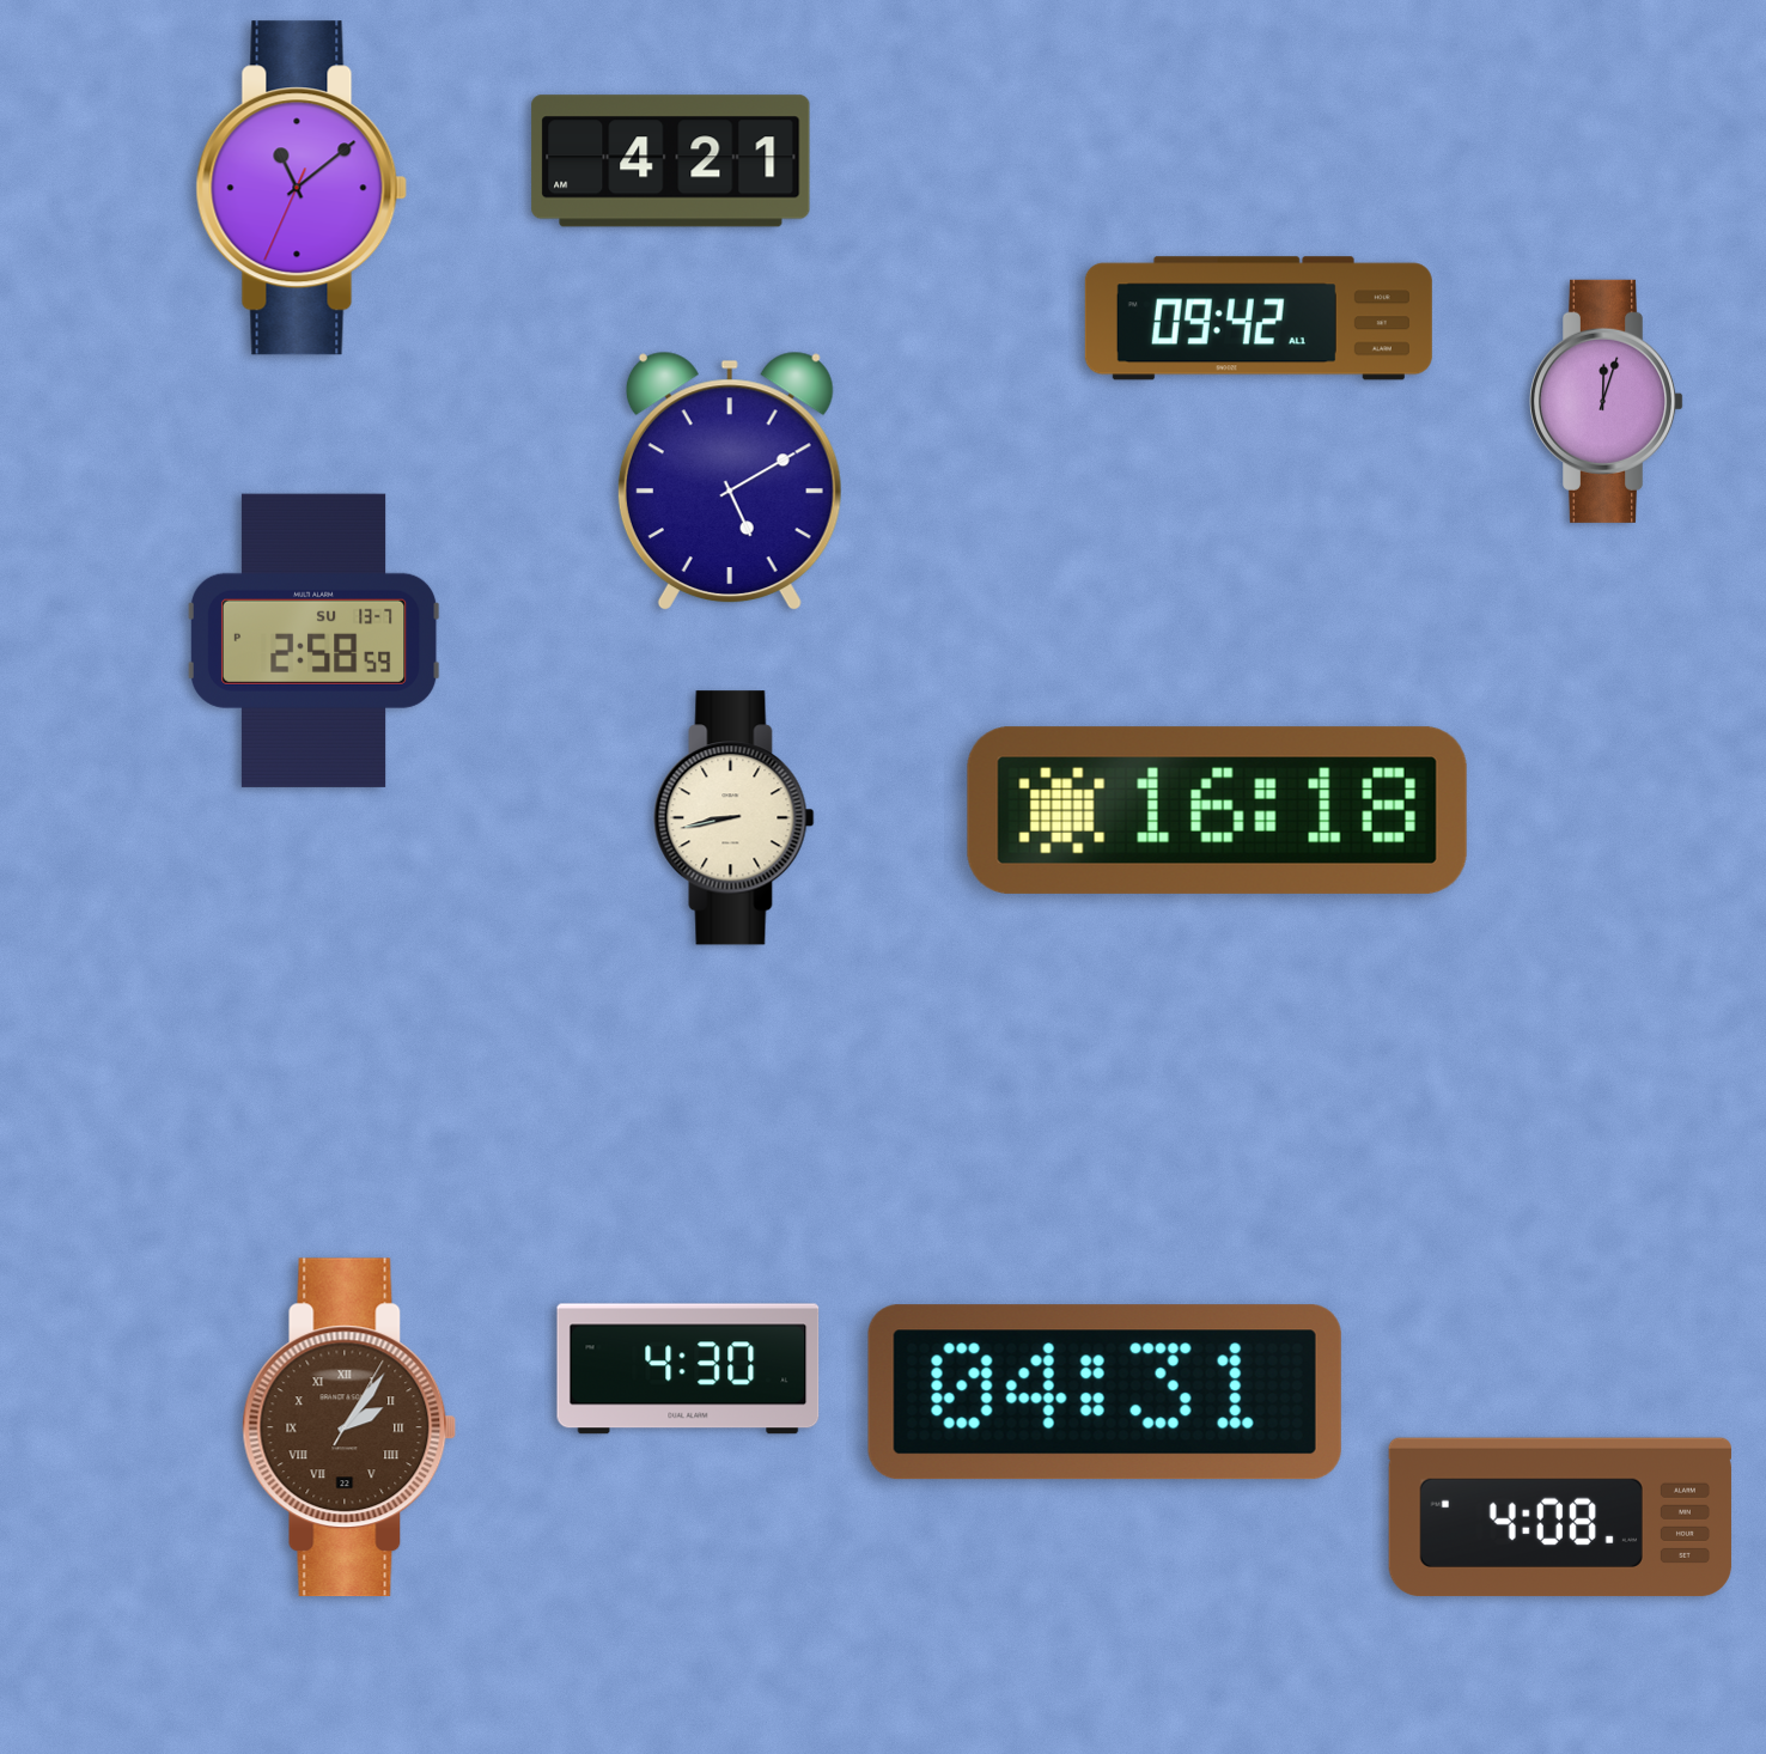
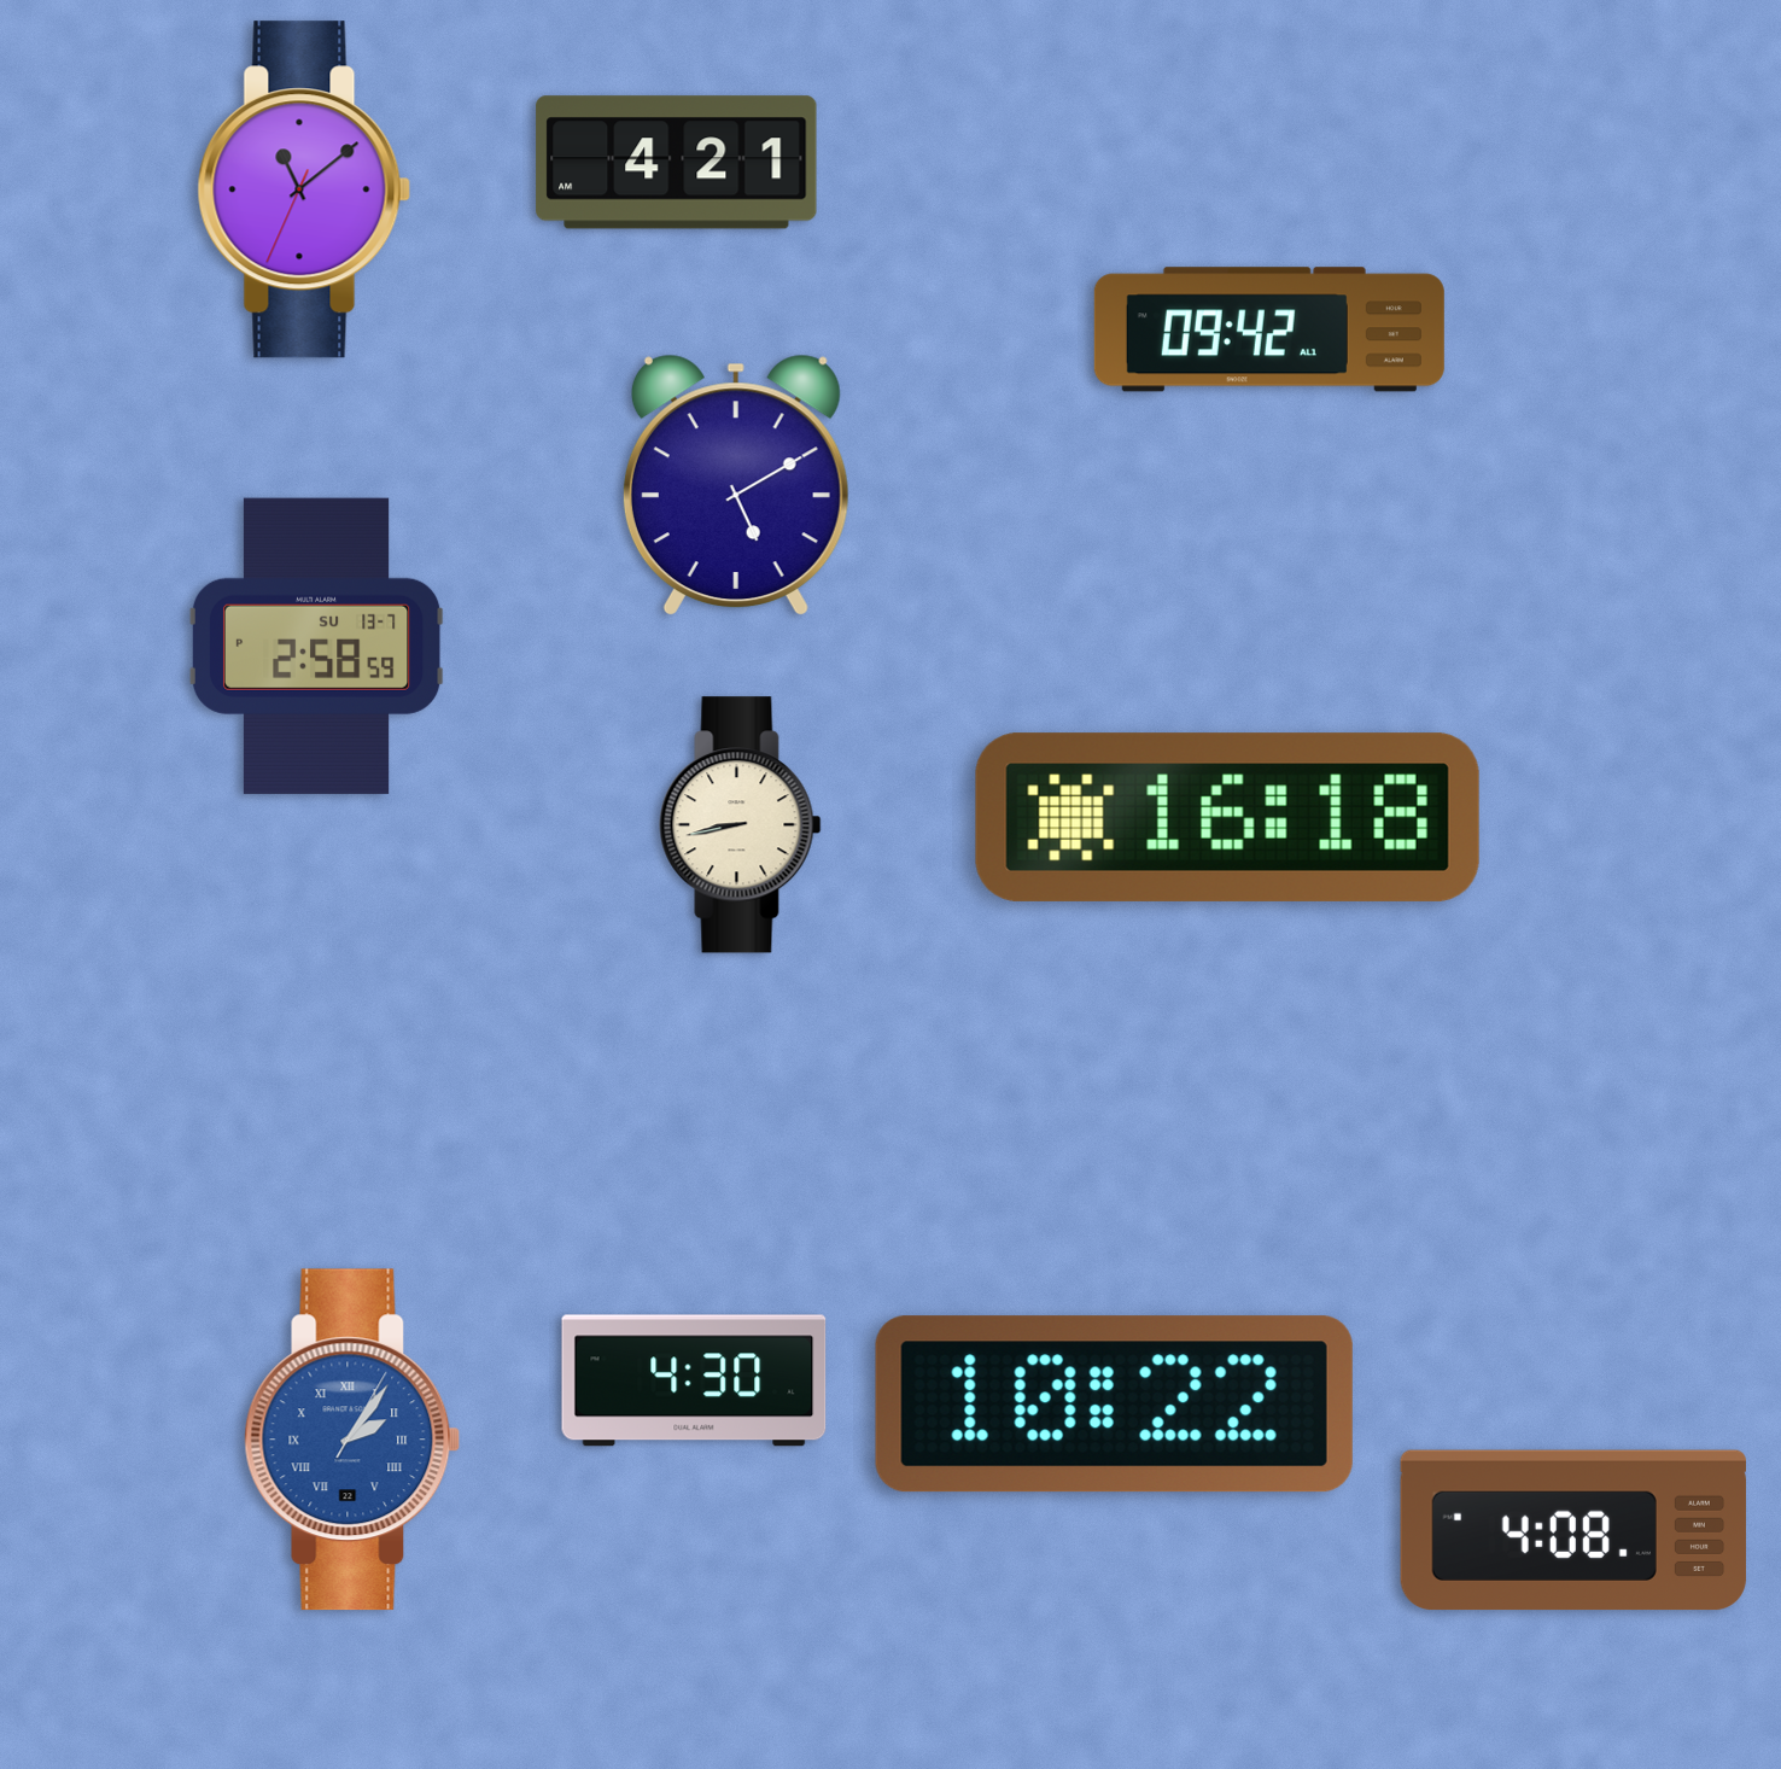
clock at (1259, 318) position: (1259, 318) -> (1269, 329)
clock at (1608, 401): 12:03 -> none
clock at (1104, 1393): 04:31 -> 10:22
clock at (349, 1427) dial: brown -> blue
